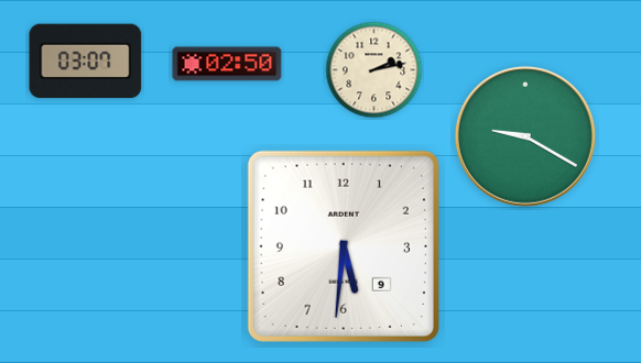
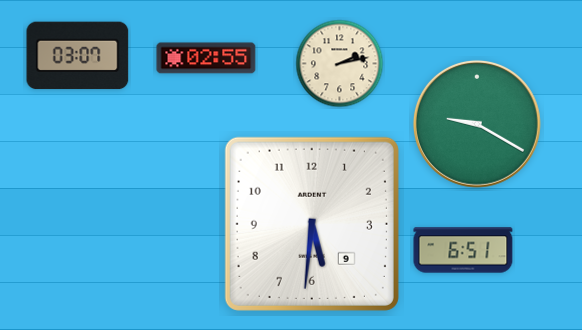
clock at (227, 64): 02:50 -> 02:55
clock at (463, 250): none -> 6:51
